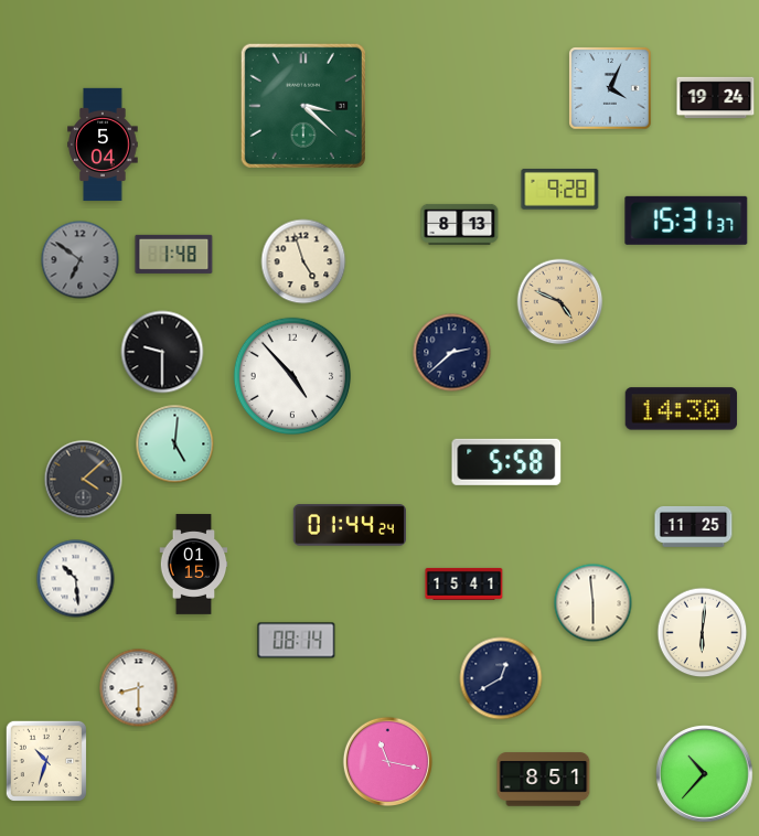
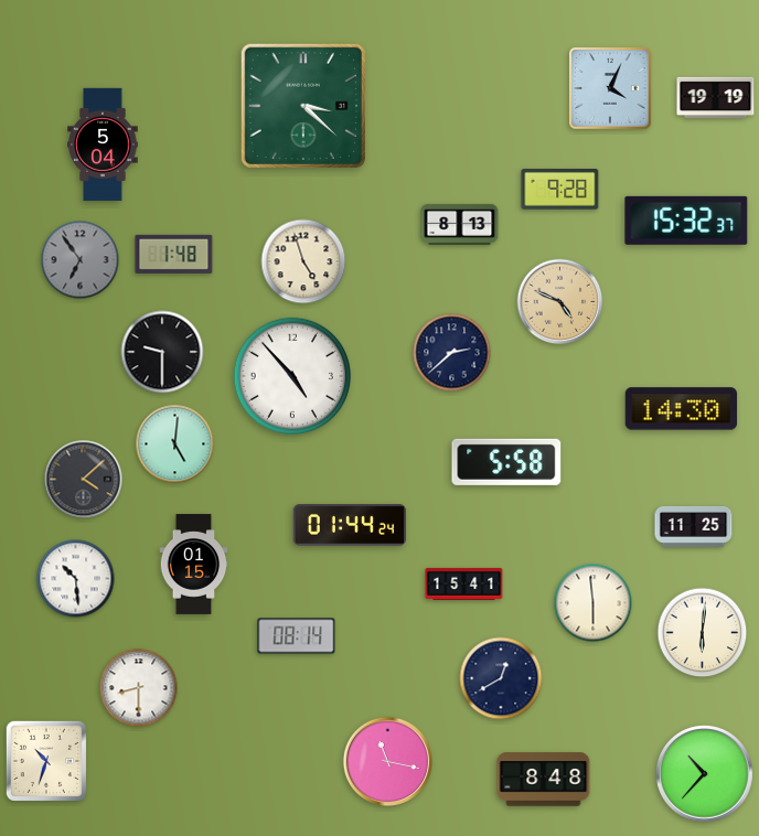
clock at (716, 98): 19:24 -> 19:19
clock at (686, 221): 15:31 -> 15:32
clock at (81, 260): 6:51 -> 6:54
clock at (297, 641) position: (297, 641) -> (297, 636)
clock at (544, 780): 8:51 -> 8:48
